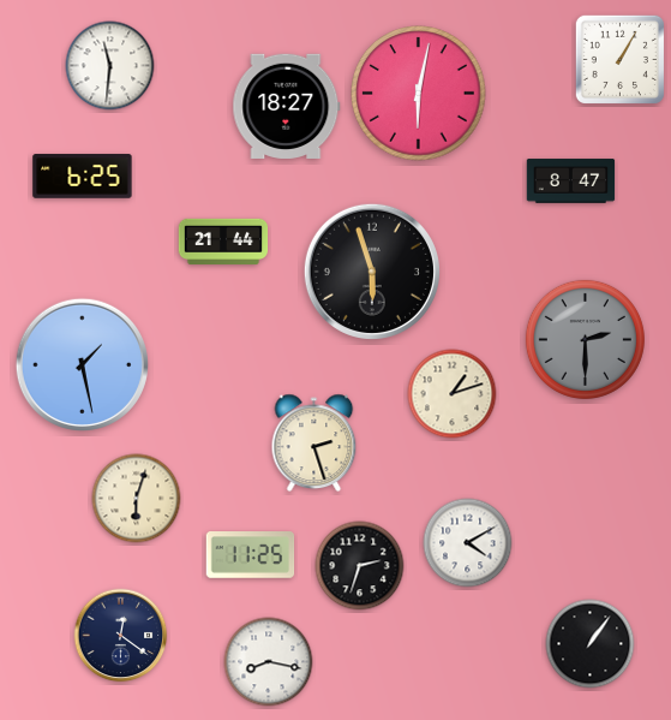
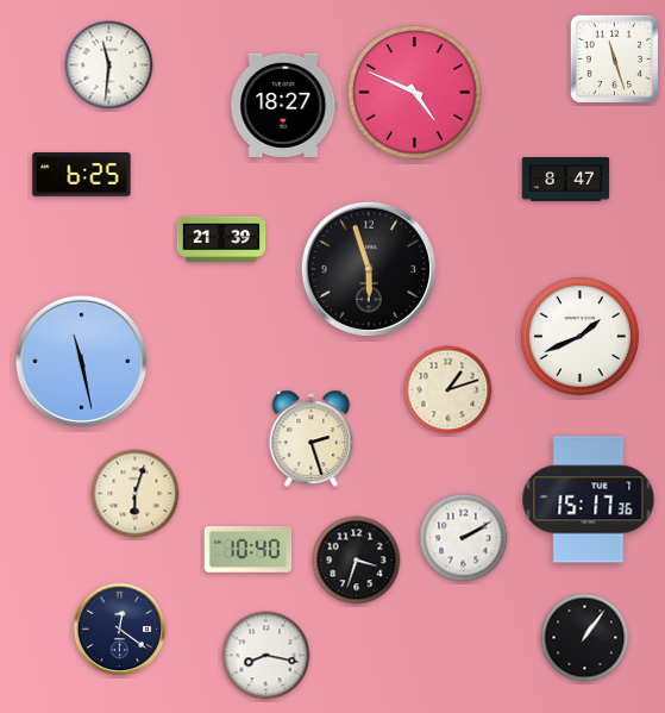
clock at (619, 59): 1:05 -> 11:27
clock at (419, 94): 6:02 -> 4:49
clock at (223, 242): 21:44 -> 21:39
clock at (585, 339): 2:30 -> 1:41
clock at (585, 339) dial: grey -> white
clock at (82, 364): 1:28 -> 11:28
clock at (589, 500): none -> 15:17
clock at (468, 543): 4:10 -> 2:10
clock at (251, 555): 11:25 -> 10:40
clock at (360, 566): 2:33 -> 3:33
